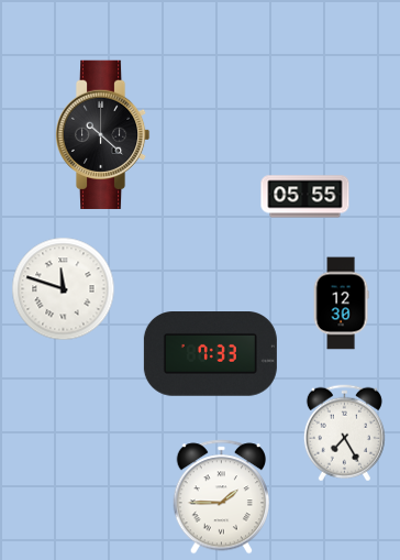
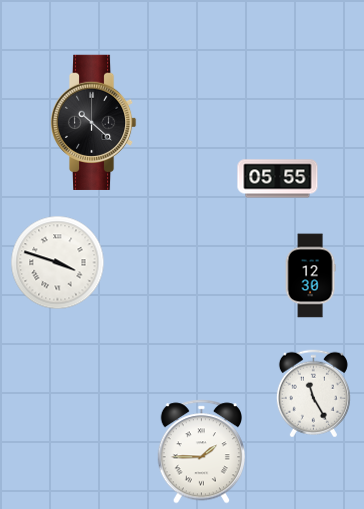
clock at (64, 289): 11:48 -> 3:48
clock at (210, 354): 7:33 -> none
clock at (344, 433): 7:25 -> 11:25
